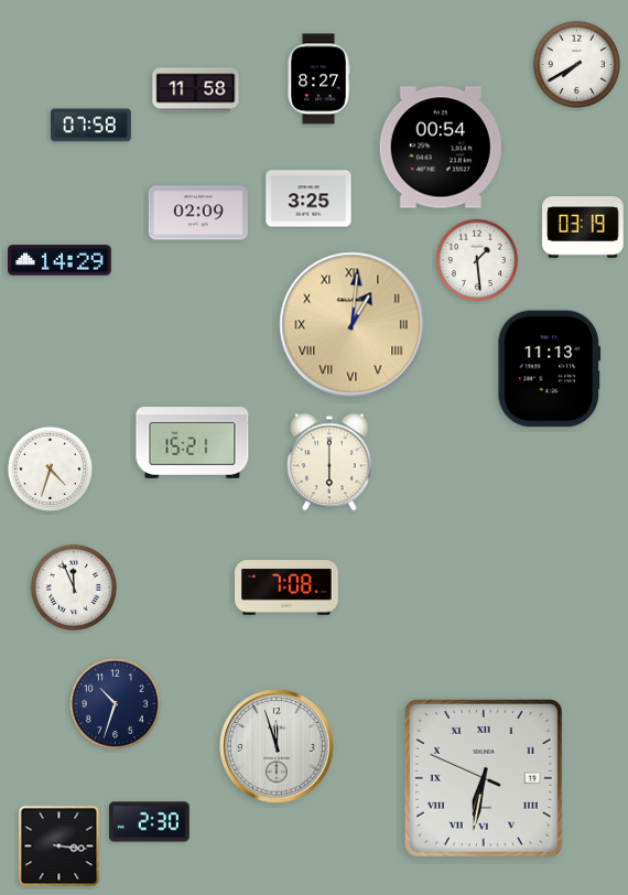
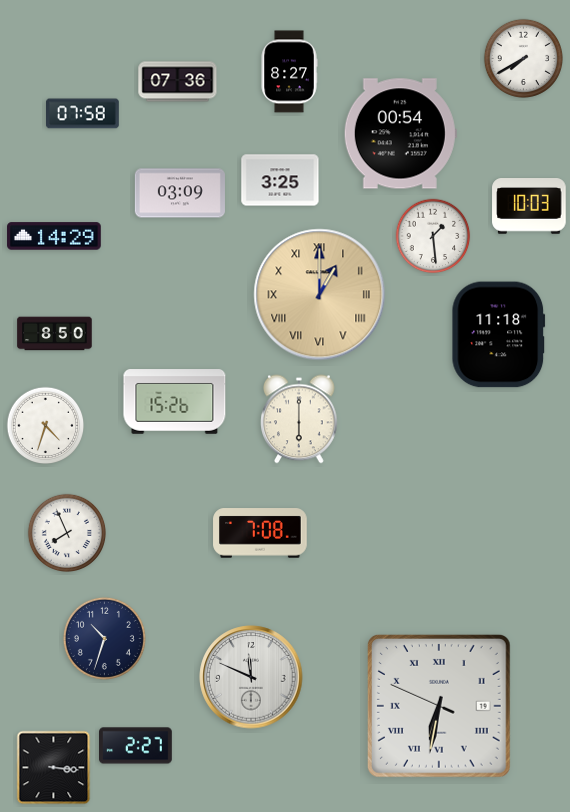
clock at (196, 90): 11:58 -> 07:36
clock at (198, 213): 02:09 -> 03:09
clock at (583, 227): 03:19 -> 10:03
clock at (353, 325): 1:01 -> 1:00
clock at (55, 334): none -> 8:50
clock at (550, 369): 11:13 -> 11:18
clock at (193, 443): 15:21 -> 15:26
clock at (73, 586): 11:56 -> 7:56
clock at (277, 746): 11:57 -> 11:49
clock at (150, 822): 2:30 -> 2:27
